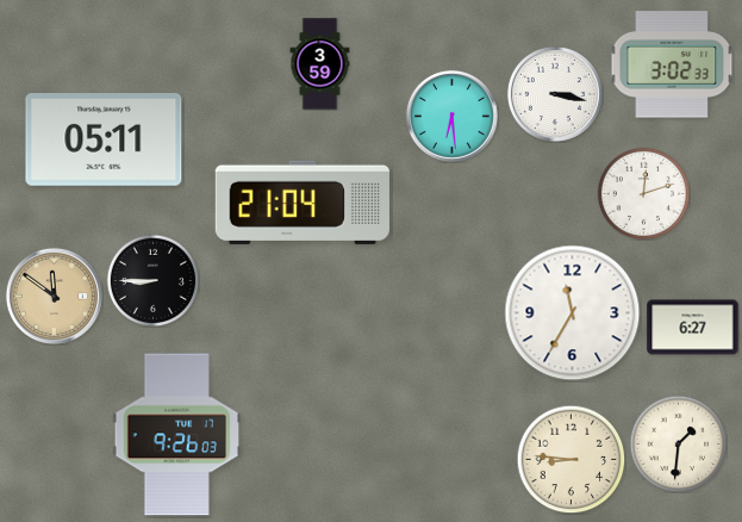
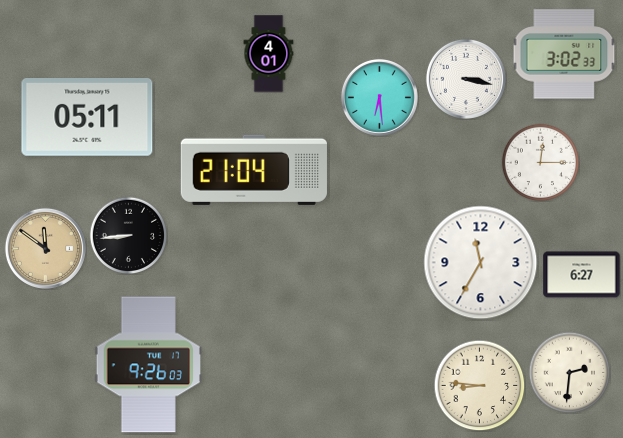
clock at (320, 64): 3:59 -> 4:01
clock at (643, 193): 12:12 -> 12:15
clock at (152, 280): 8:45 -> 8:44
clock at (678, 443): 1:31 -> 2:31
